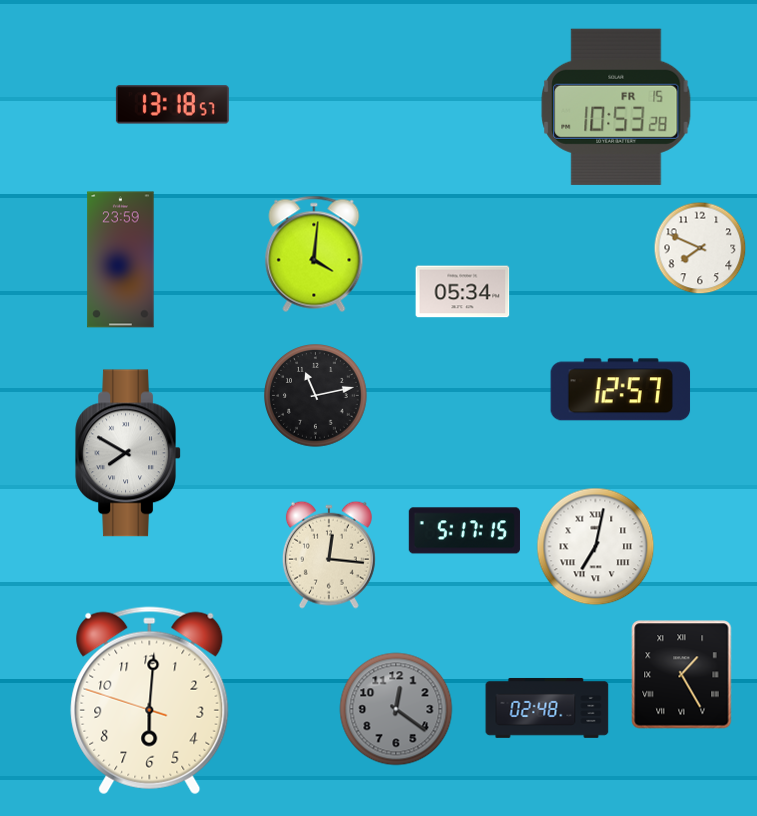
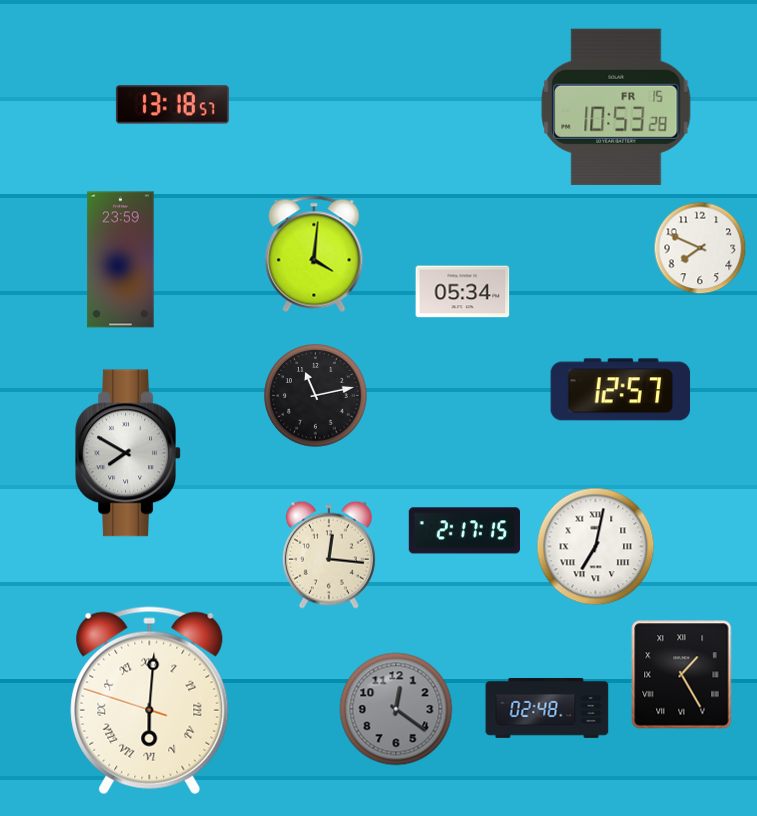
clock at (464, 531): 5:17 -> 2:17
clock at (150, 701) numerals: Arabic -> Roman
